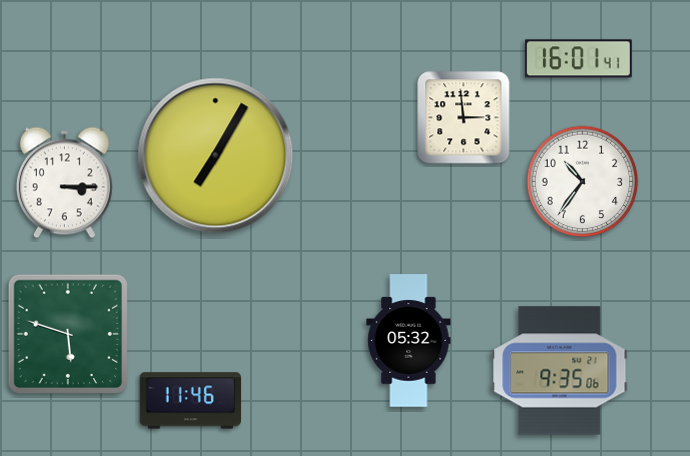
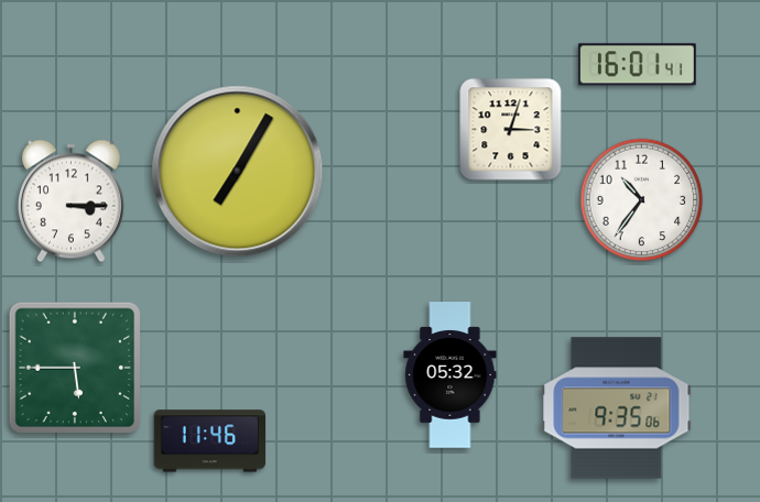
clock at (464, 118): 2:59 -> 3:03
clock at (67, 333): 5:48 -> 5:45
